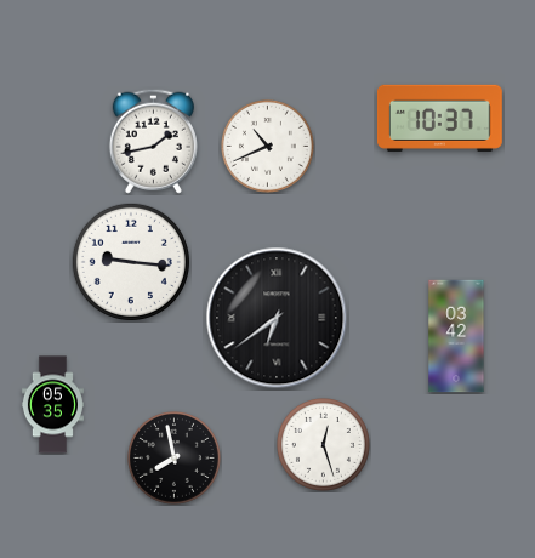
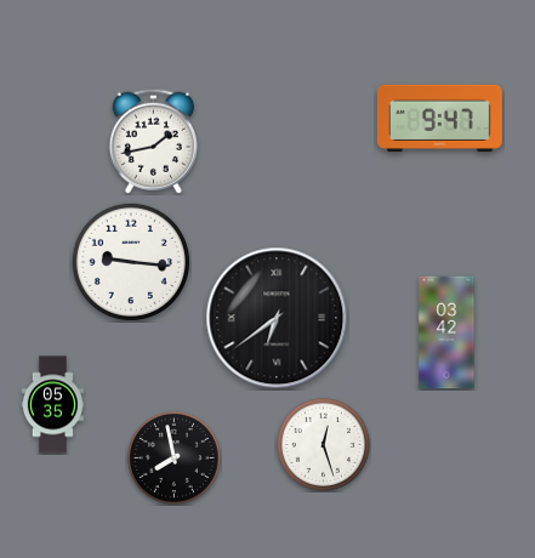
clock at (439, 118): 10:37 -> 9:47
clock at (267, 146): 10:41 -> none
clock at (456, 336) position: (456, 336) -> (446, 332)
